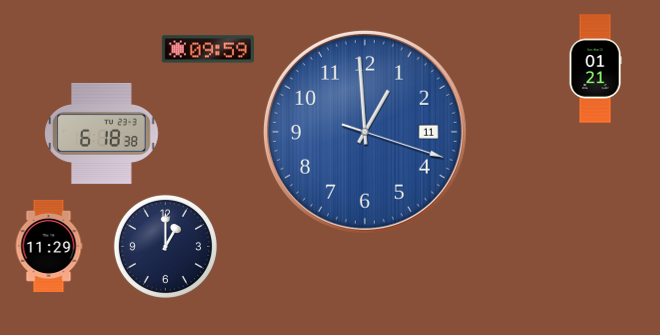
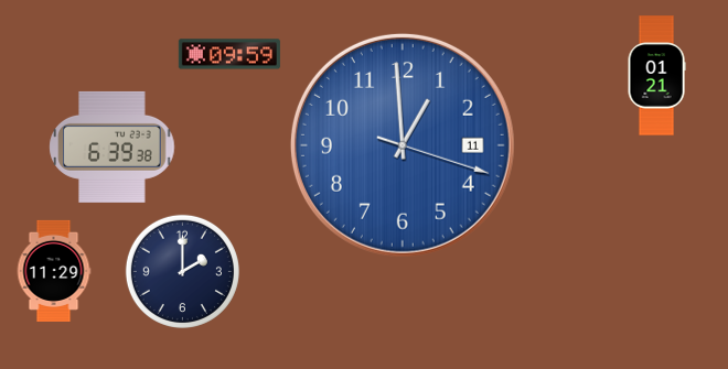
clock at (102, 133): 6:18 -> 6:39
clock at (165, 246): 1:00 -> 2:00
